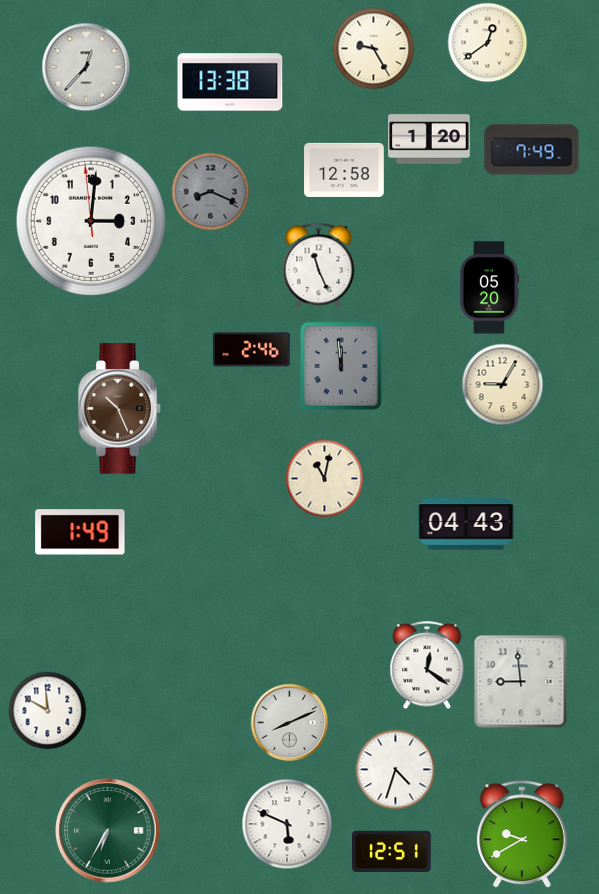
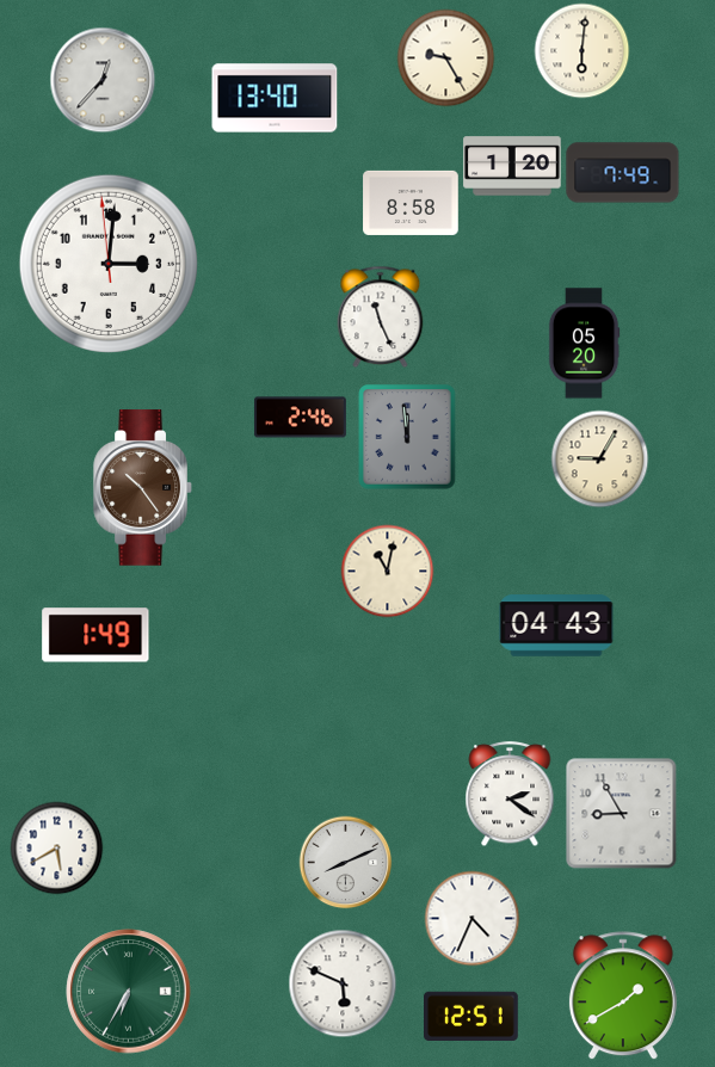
clock at (487, 42): 12:39 -> 6:01
clock at (230, 82): 13:38 -> 13:40
clock at (532, 150) position: (532, 150) -> (623, 173)
clock at (344, 170): 12:58 -> 8:58
clock at (210, 191): 8:19 -> none
clock at (120, 409): 10:26 -> 10:24
clock at (427, 665): 12:21 -> 2:21
clock at (520, 681): 8:59 -> 8:55
clock at (47, 710): 11:50 -> 5:40
clock at (395, 769): 4:33 -> 4:34
clock at (522, 834): 9:40 -> 1:40
clock at (392, 851) position: (392, 851) -> (471, 1016)
